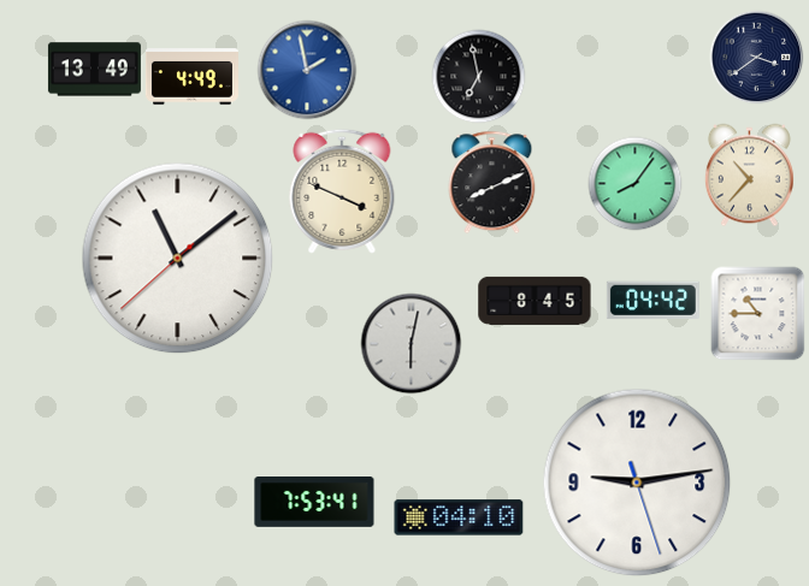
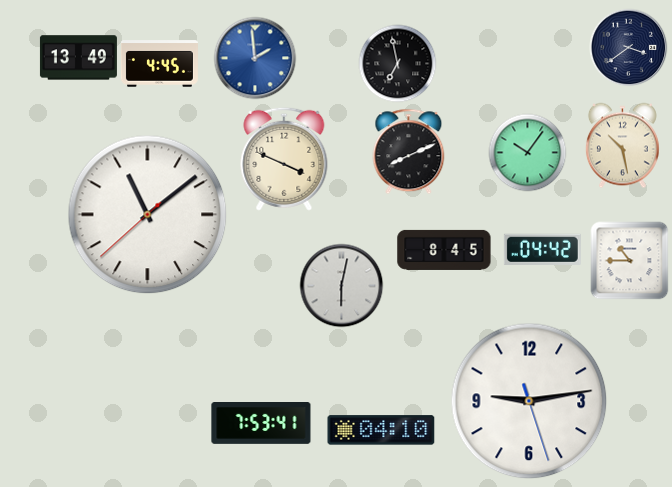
clock at (307, 70): 1:58 -> 1:59
clock at (191, 77): 4:49 -> 4:45
clock at (749, 174): 10:37 -> 10:28
clock at (634, 183): 8:06 -> 10:06
clock at (314, 503) position: (314, 503) -> (261, 424)
